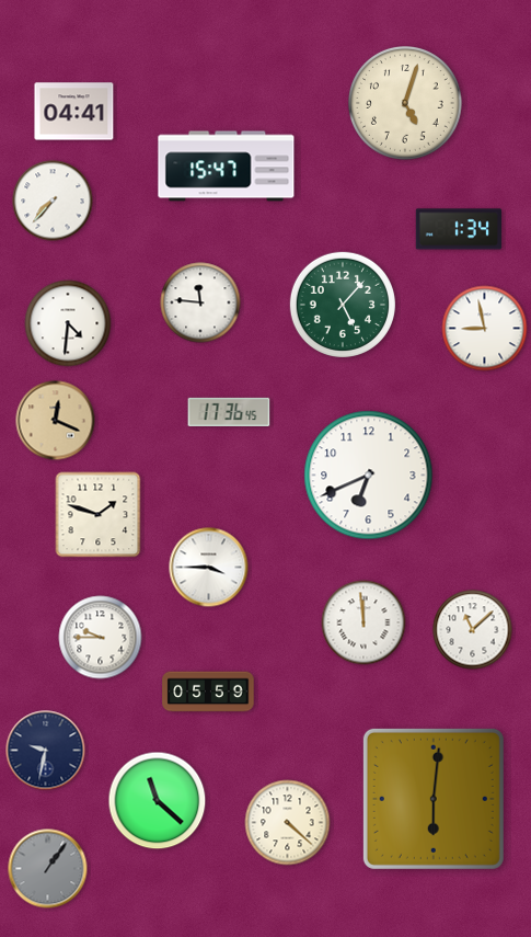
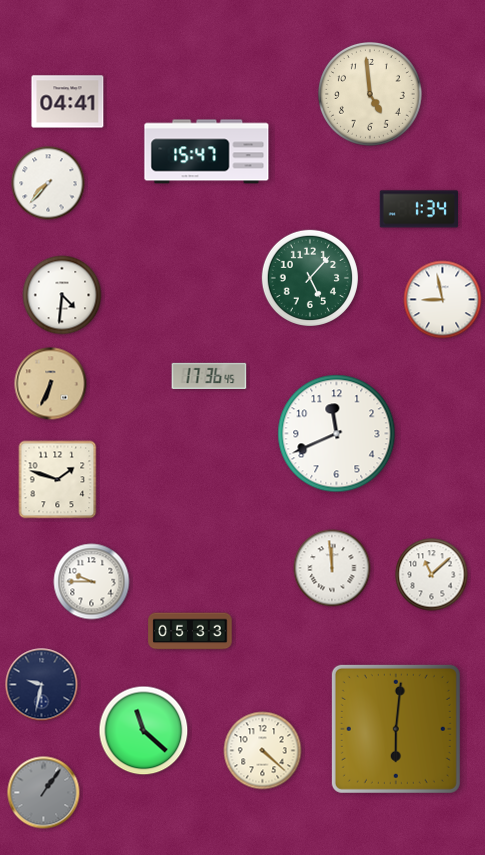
clock at (406, 104): 5:03 -> 4:59
clock at (200, 302): 11:46 -> none
clock at (343, 305) position: (343, 305) -> (310, 278)
clock at (56, 421): 12:19 -> 6:34
clock at (369, 476): 6:41 -> 11:41
clock at (99, 515) position: (99, 515) -> (58, 480)
clock at (209, 568): 3:45 -> none
clock at (208, 692): 05:59 -> 05:33
